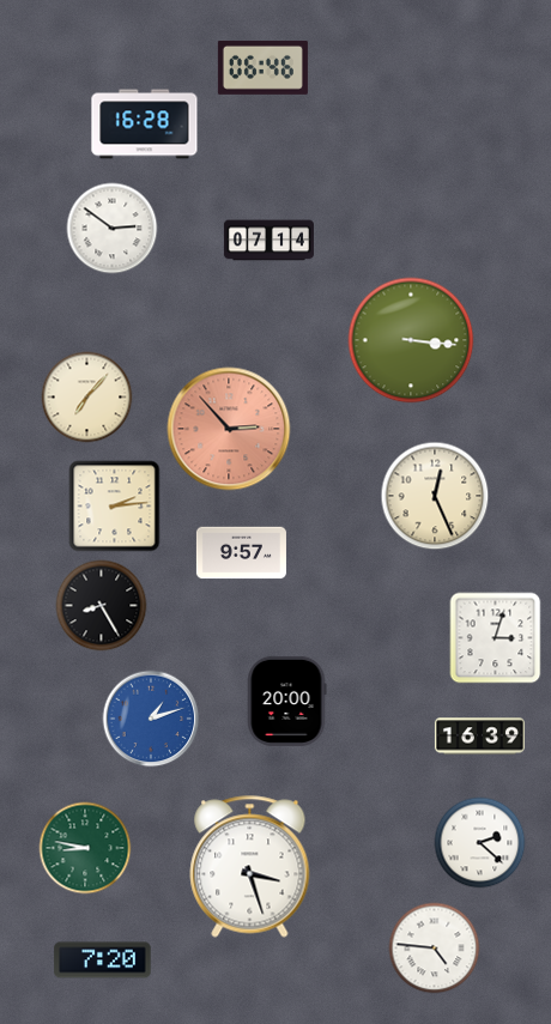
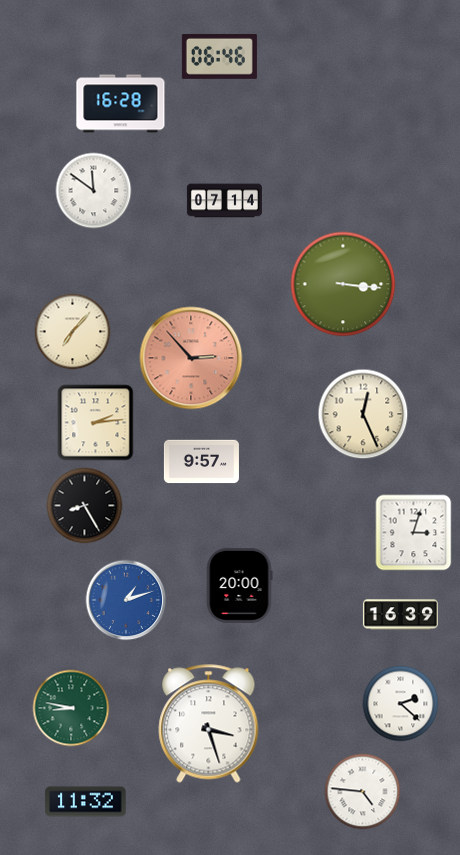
clock at (113, 229): 2:51 -> 11:51
clock at (103, 961): 7:20 -> 11:32
